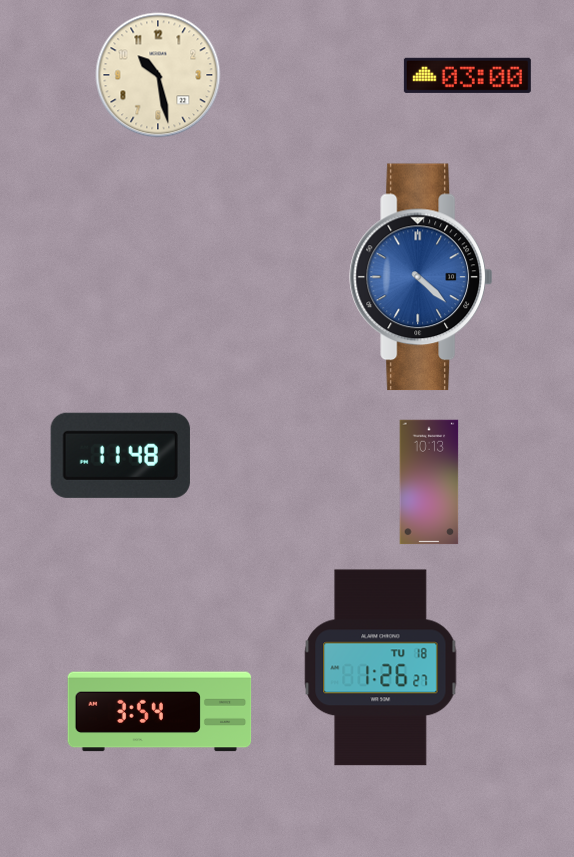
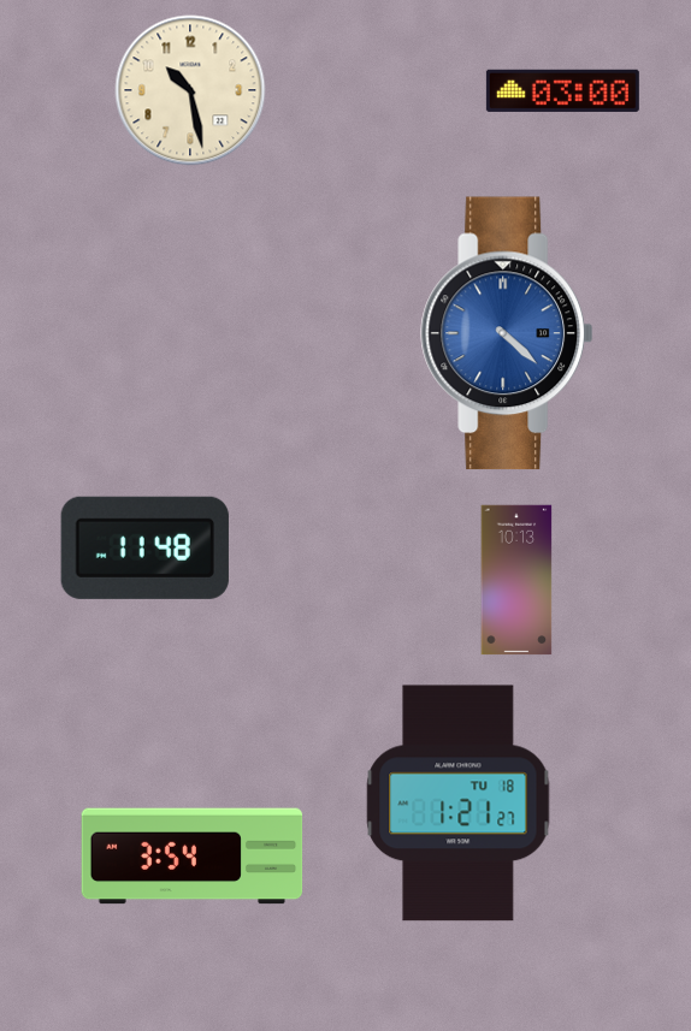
clock at (381, 668): 1:26 -> 1:21
